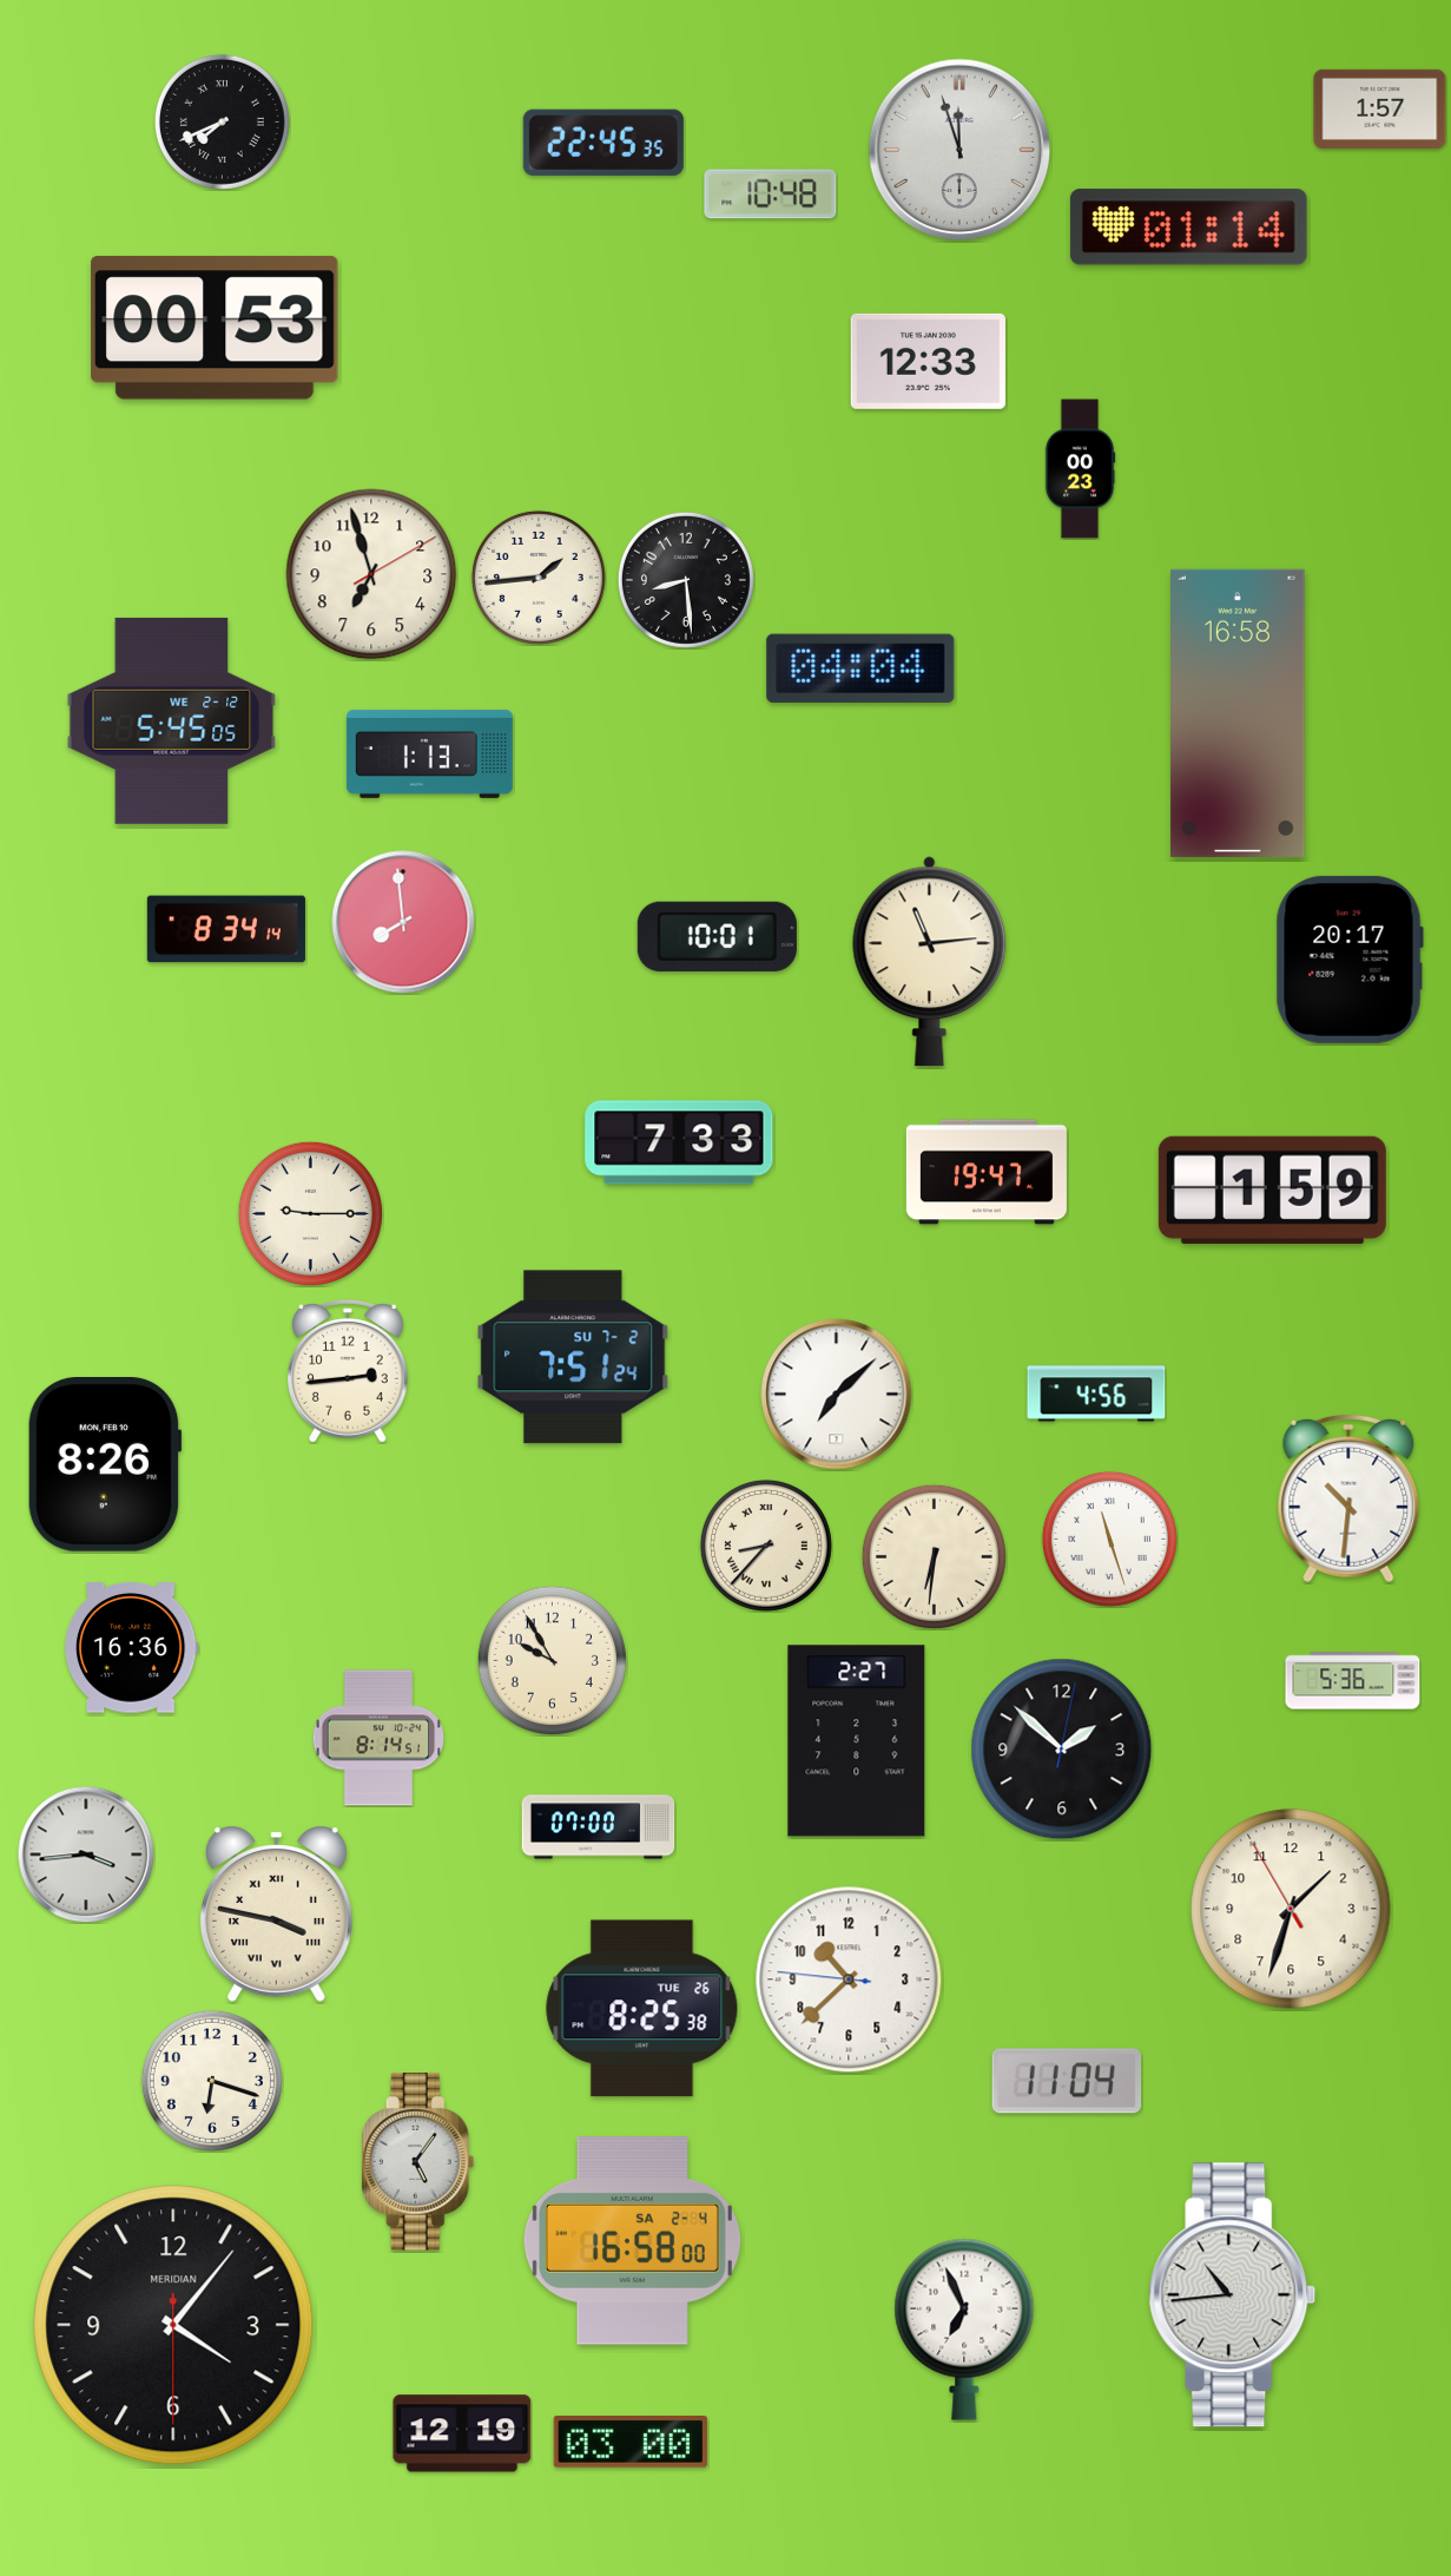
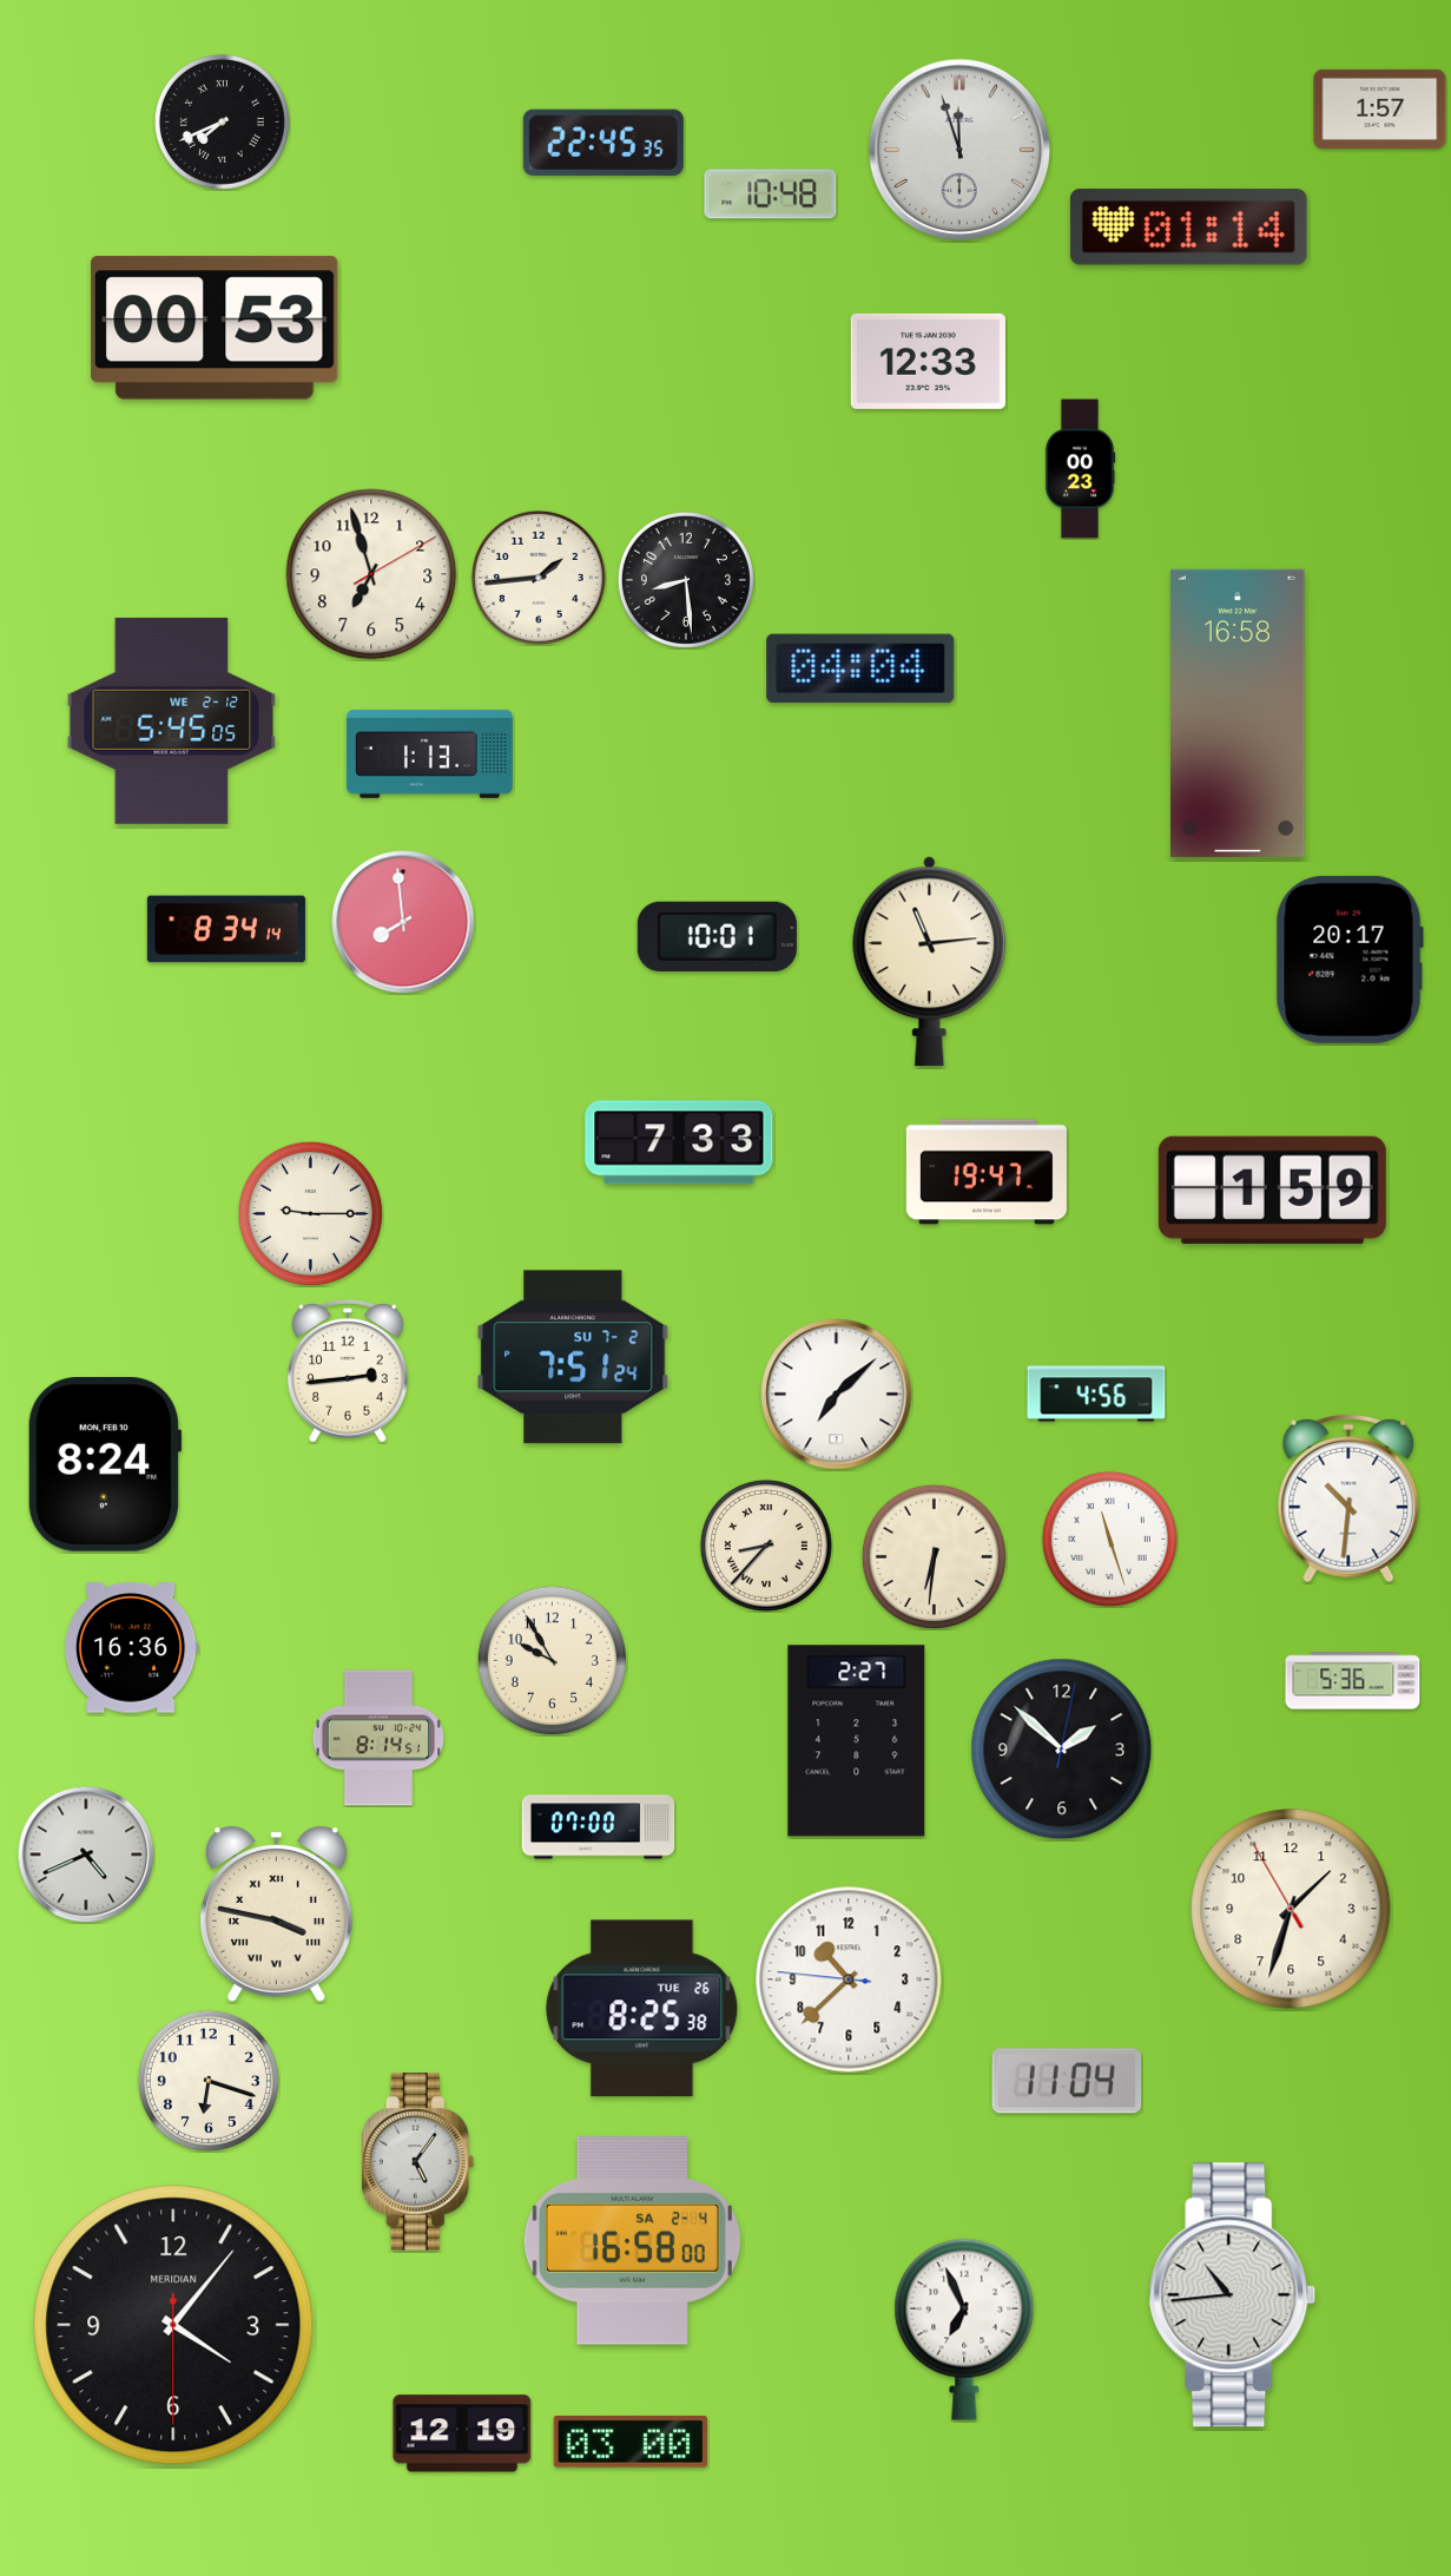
clock at (105, 1465): 8:26 -> 8:24
clock at (86, 1854): 3:44 -> 4:41
clock at (212, 2081) position: (212, 2081) -> (209, 2081)
